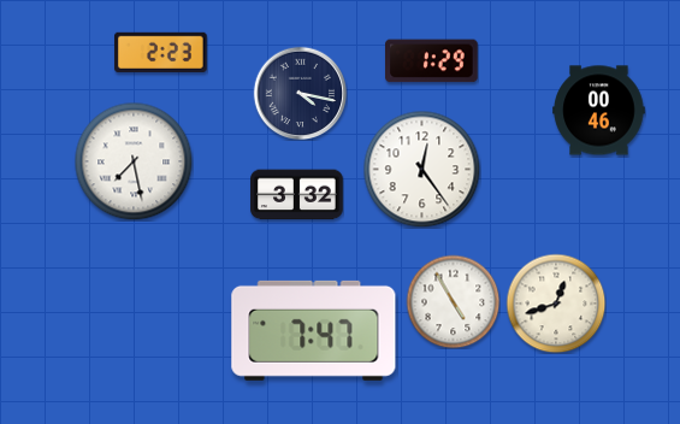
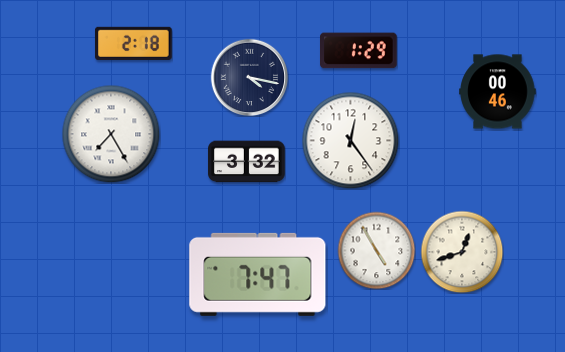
clock at (161, 52): 2:23 -> 2:18
clock at (134, 161): 7:28 -> 7:25
clock at (314, 330) position: (314, 330) -> (258, 274)
